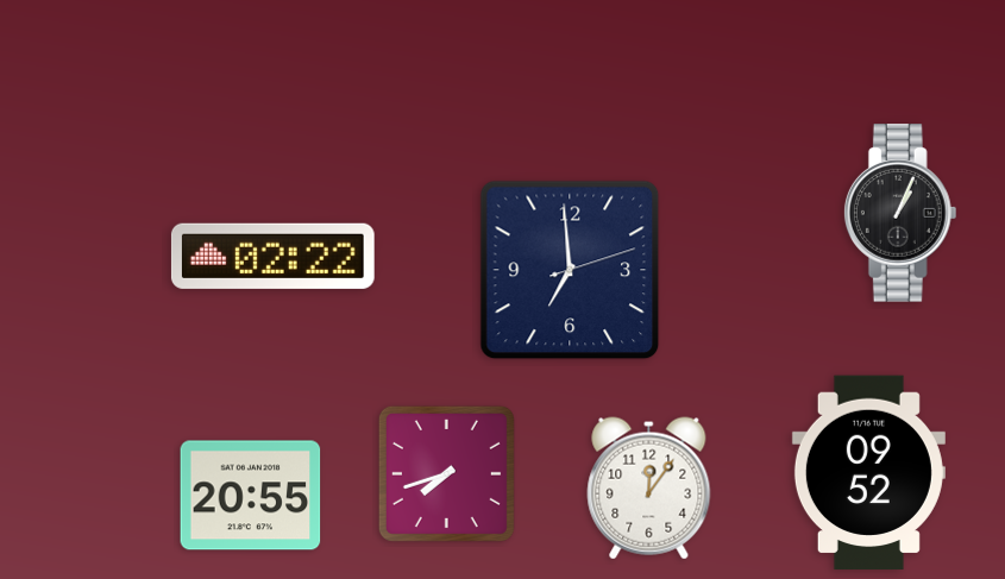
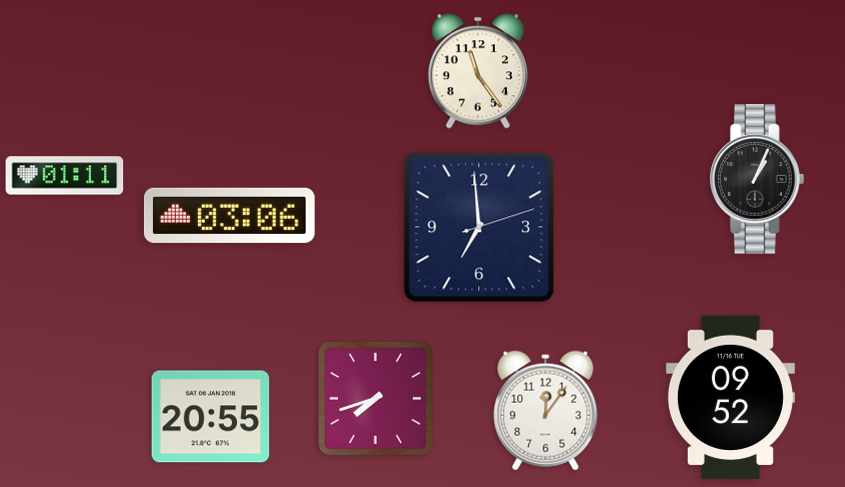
clock at (478, 71): none -> 11:24
clock at (65, 176): none -> 01:11
clock at (272, 256): 02:22 -> 03:06
